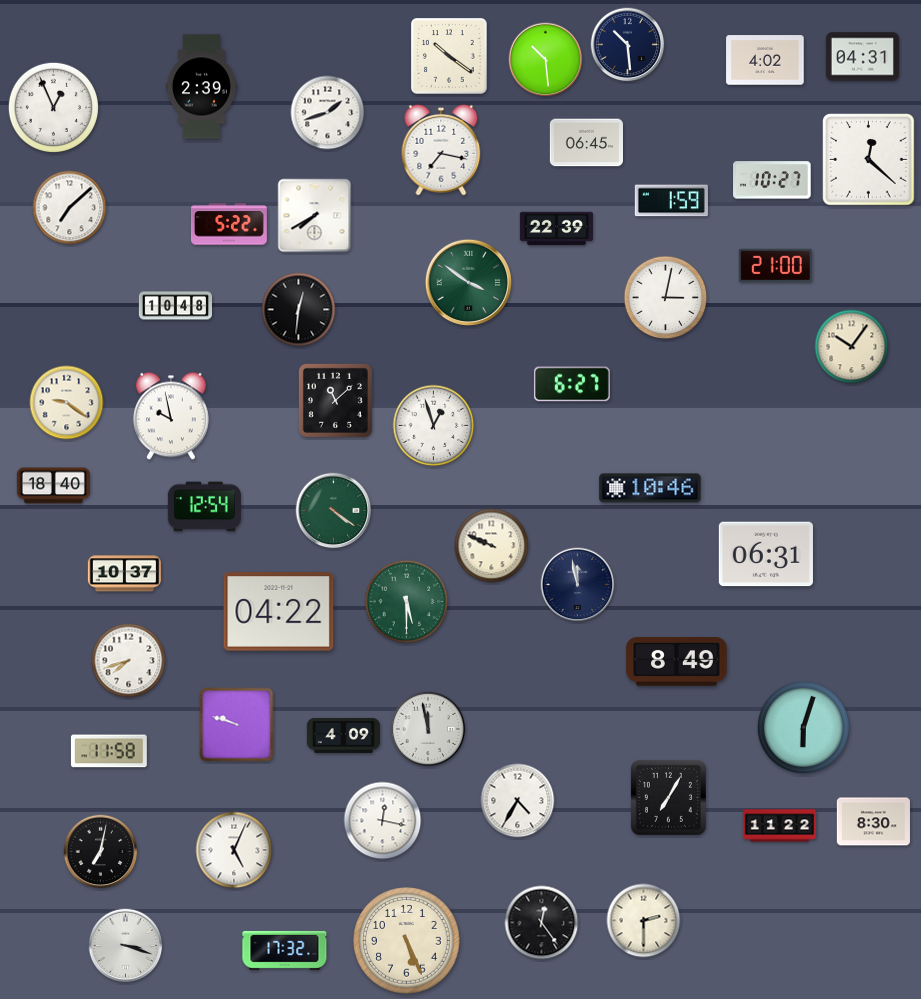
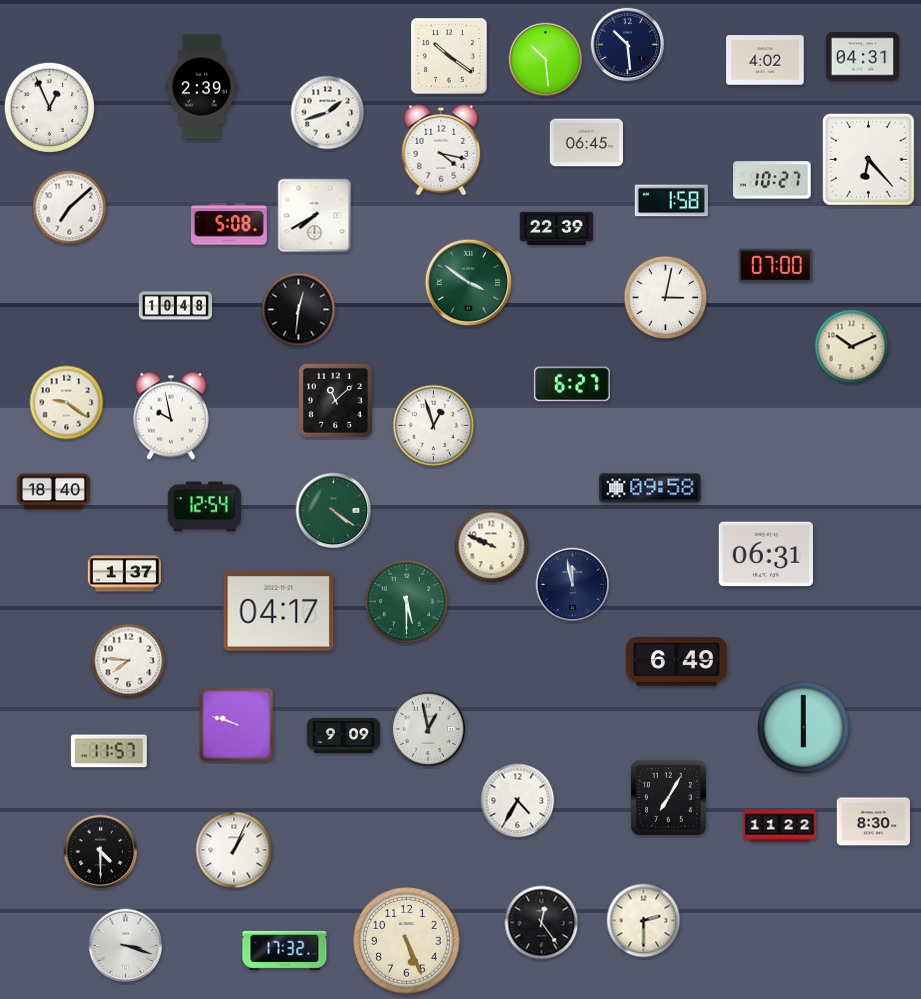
clock at (53, 107) position: (53, 107) -> (49, 107)
clock at (441, 150): 7:17 -> 4:17
clock at (869, 160): 12:22 -> 6:23
clock at (671, 201): 1:59 -> 1:58
clock at (229, 224): 5:22 -> 5:08
clock at (775, 266): 21:00 -> 07:00
clock at (852, 347): 10:06 -> 10:11
clock at (53, 486) position: (53, 486) -> (53, 492)
clock at (650, 488): 10:46 -> 09:58
clock at (124, 574): 10:37 -> 1:37
clock at (578, 585) position: (578, 585) -> (573, 585)
clock at (279, 612): 04:22 -> 04:17
clock at (129, 661): 7:42 -> 7:46
clock at (677, 662): 8:49 -> 6:49
clock at (803, 727): 6:03 -> 6:00
clock at (428, 729): 11:58 -> 12:58
clock at (343, 735): 4:09 -> 9:09
clock at (109, 751): 11:58 -> 11:57
clock at (383, 821): 12:17 -> none
clock at (234, 850): 5:04 -> 1:04
clock at (101, 852): 7:02 -> 4:30
